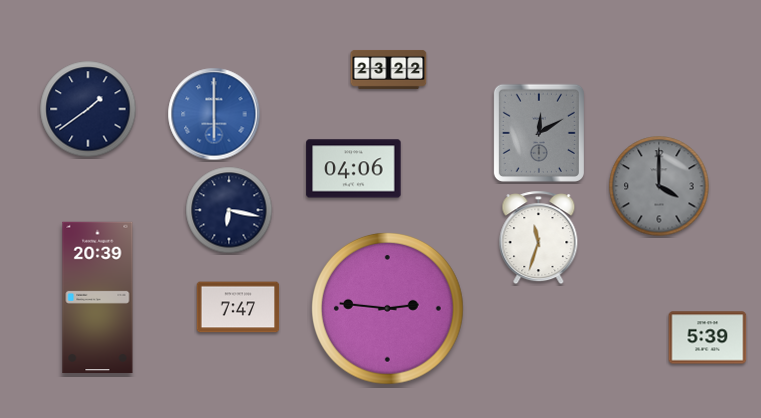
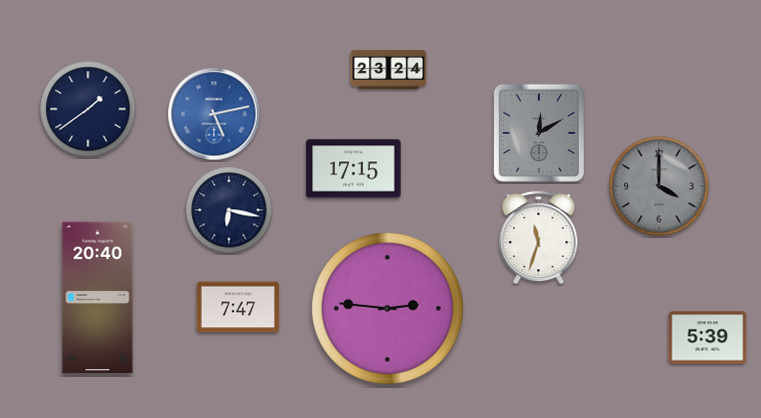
clock at (389, 69): 23:22 -> 23:24
clock at (214, 114): 6:00 -> 5:13
clock at (354, 169): 04:06 -> 17:15
clock at (98, 298): 20:39 -> 20:40
